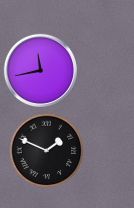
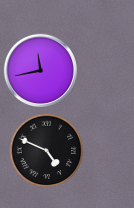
clock at (47, 151): 1:49 -> 4:49
